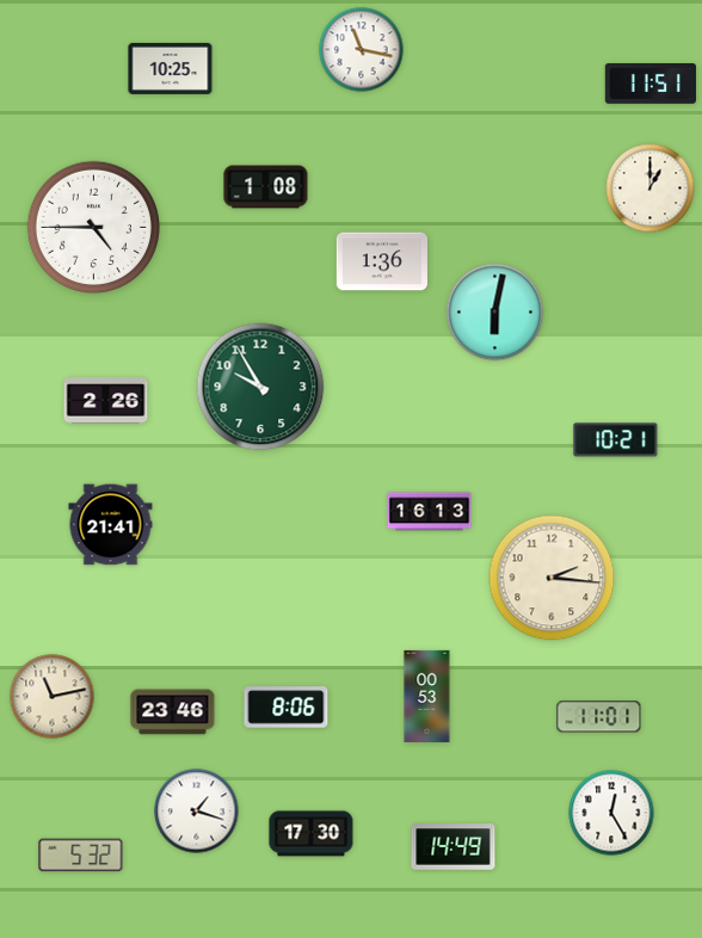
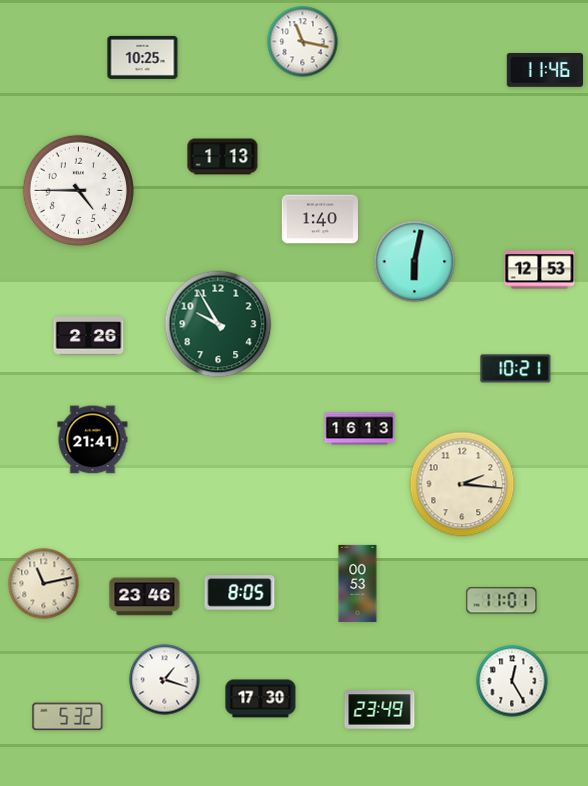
clock at (649, 85): 11:51 -> 11:46
clock at (266, 187): 1:08 -> 1:13
clock at (651, 189): 1:00 -> none
clock at (381, 261): 1:36 -> 1:40
clock at (540, 270): none -> 12:53
clock at (287, 708): 8:06 -> 8:05
clock at (454, 847): 14:49 -> 23:49
